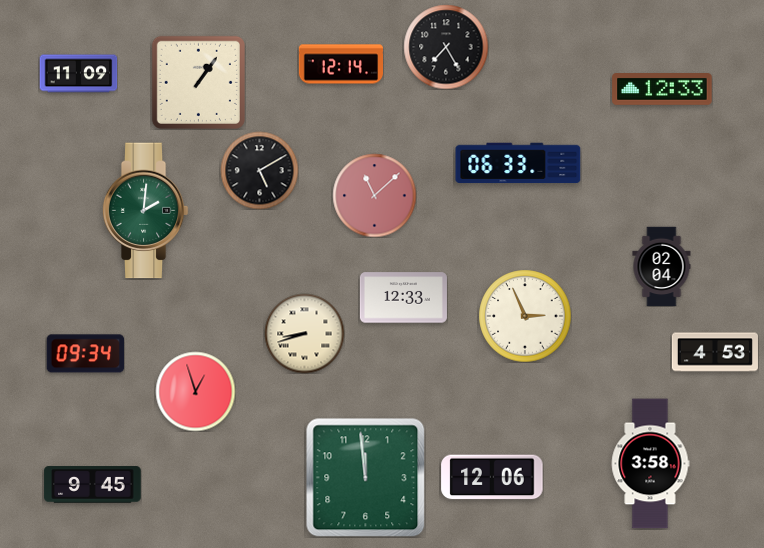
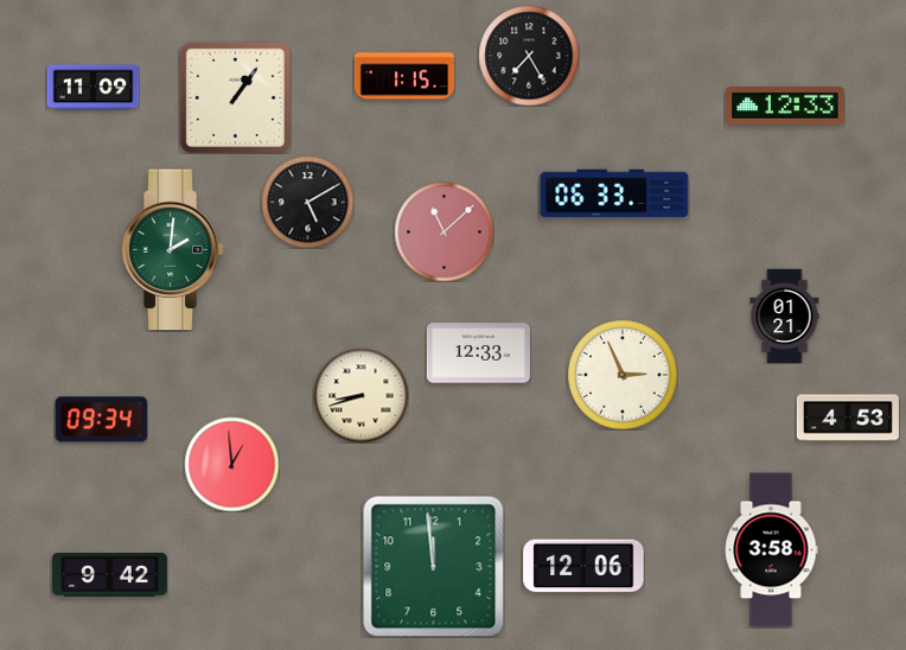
clock at (340, 64): 12:14 -> 1:15
clock at (662, 266): 02:04 -> 01:21
clock at (195, 391): 12:57 -> 12:59
clock at (93, 485): 9:45 -> 9:42
